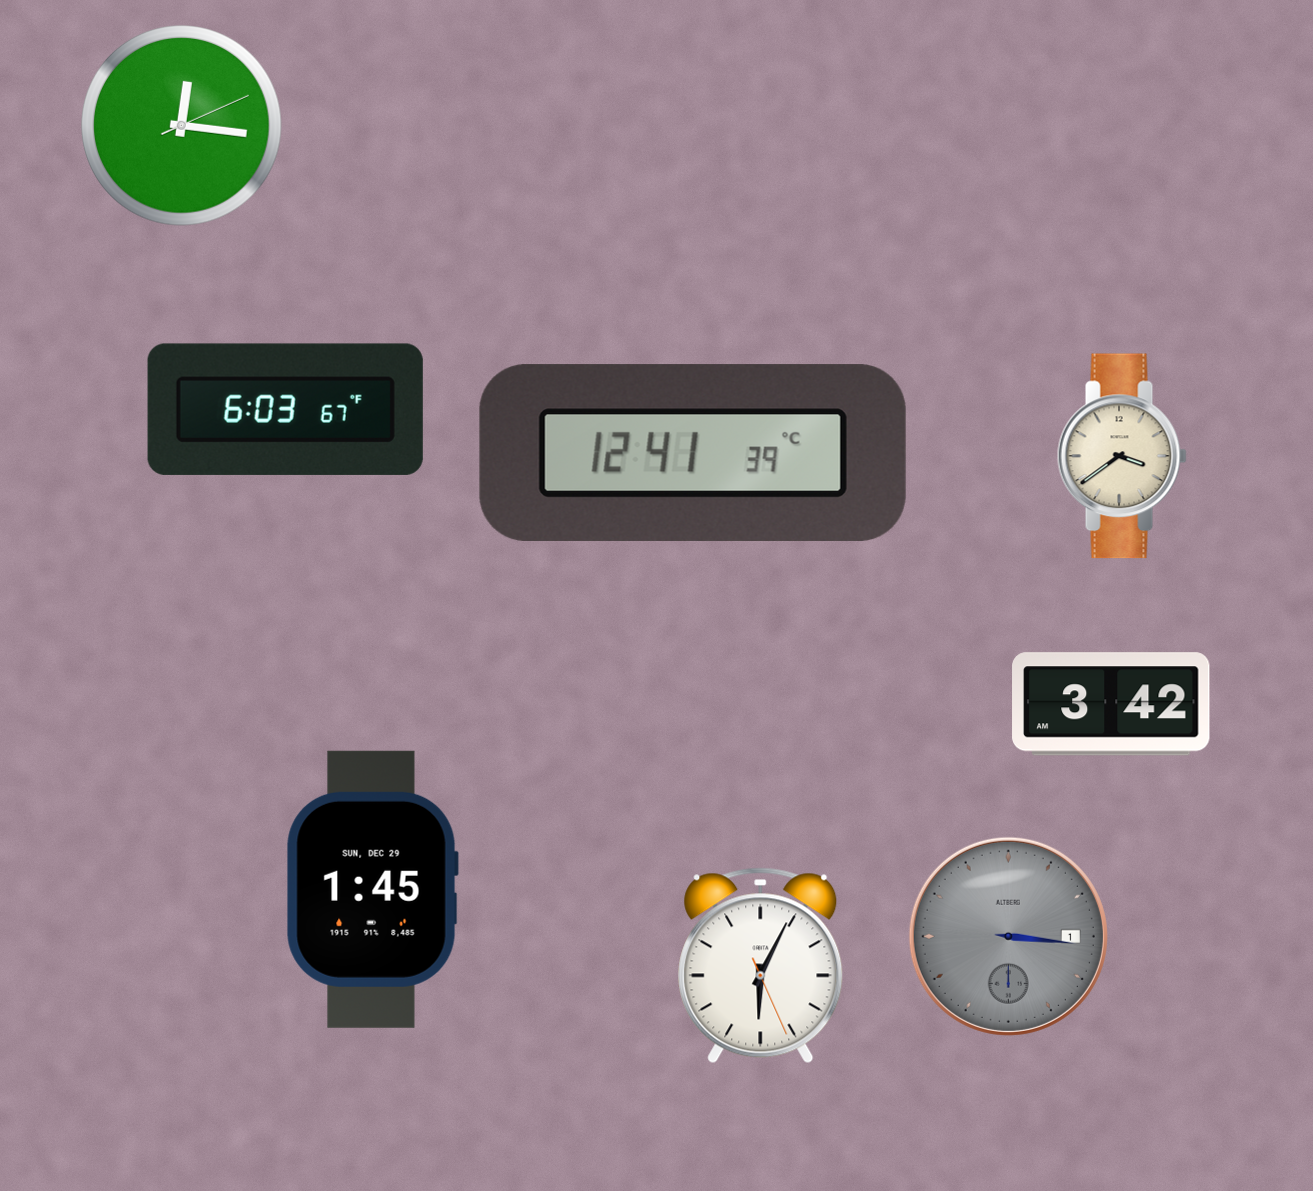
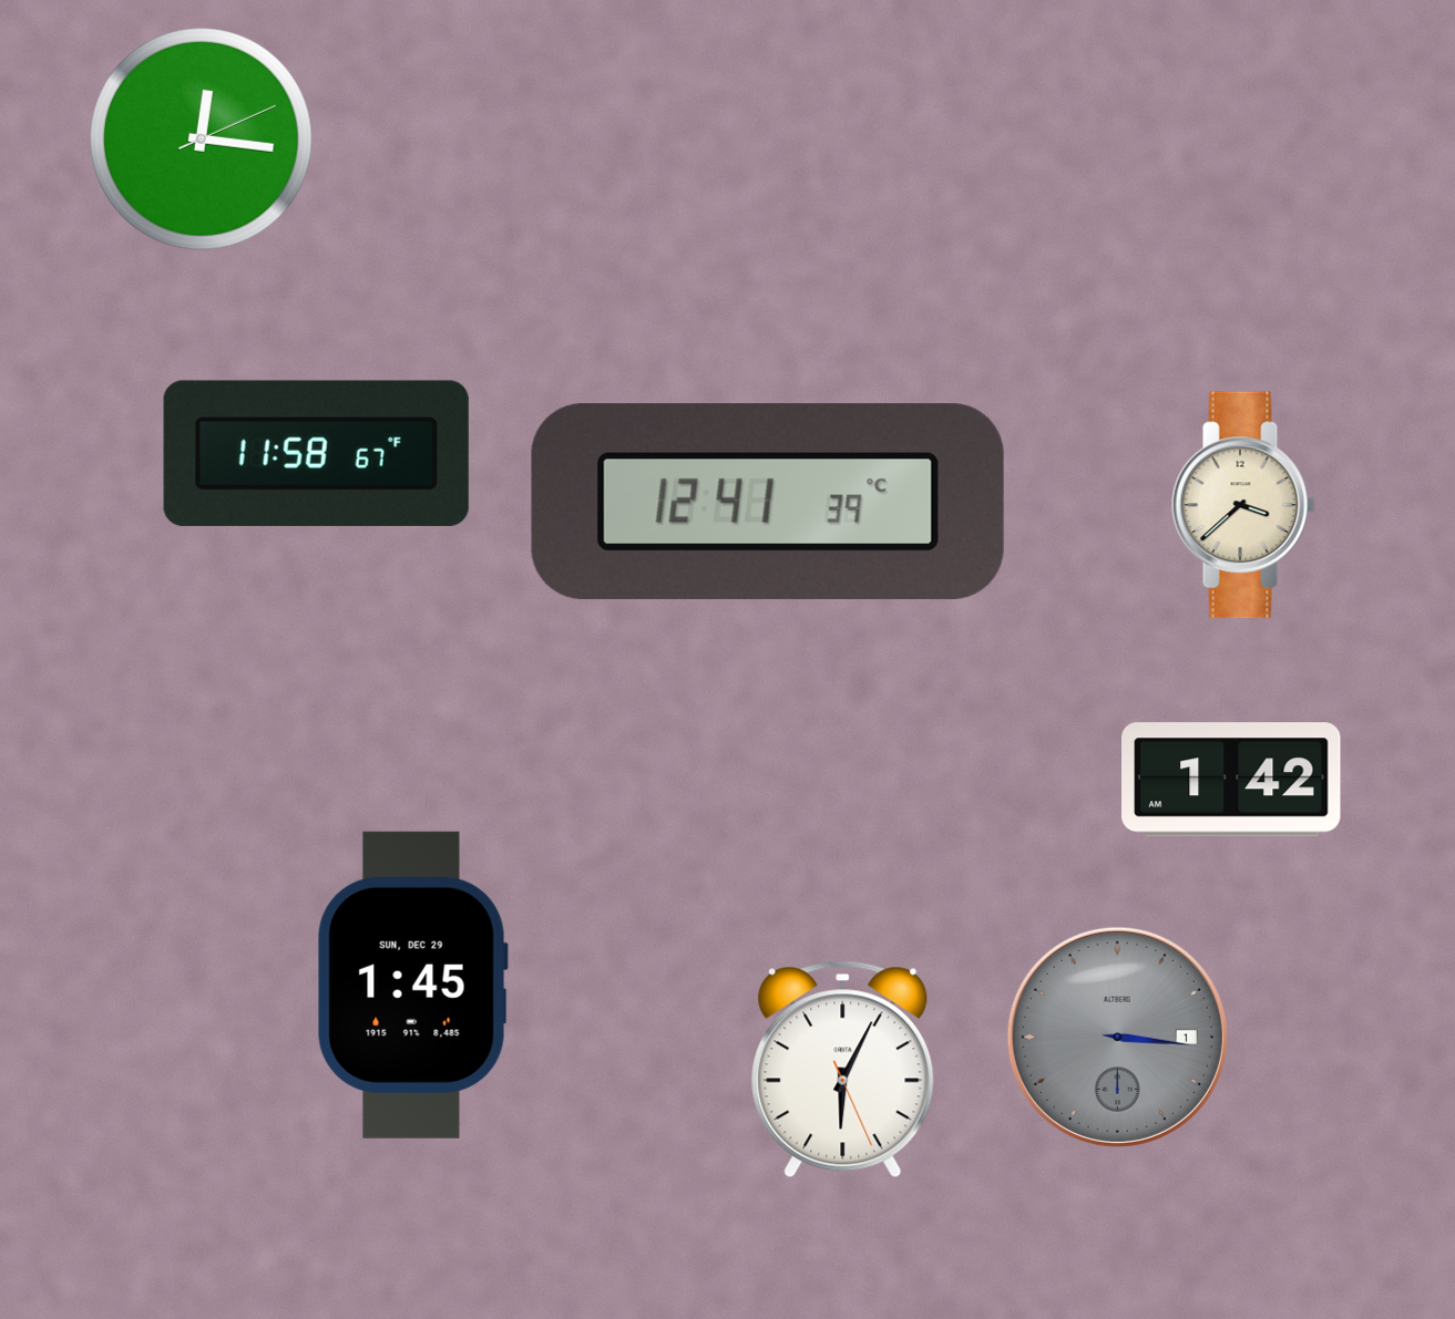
clock at (285, 409): 6:03 -> 11:58
clock at (1122, 456): 3:39 -> 3:38
clock at (1111, 704): 3:42 -> 1:42
